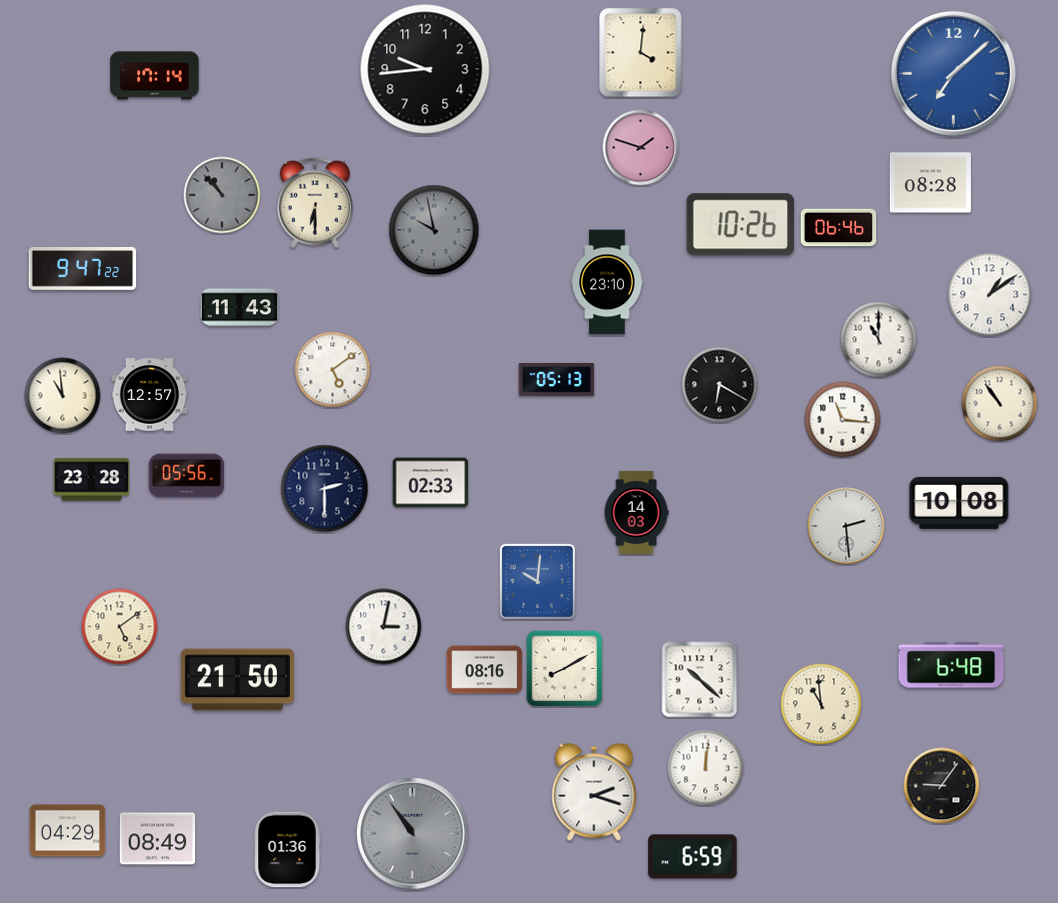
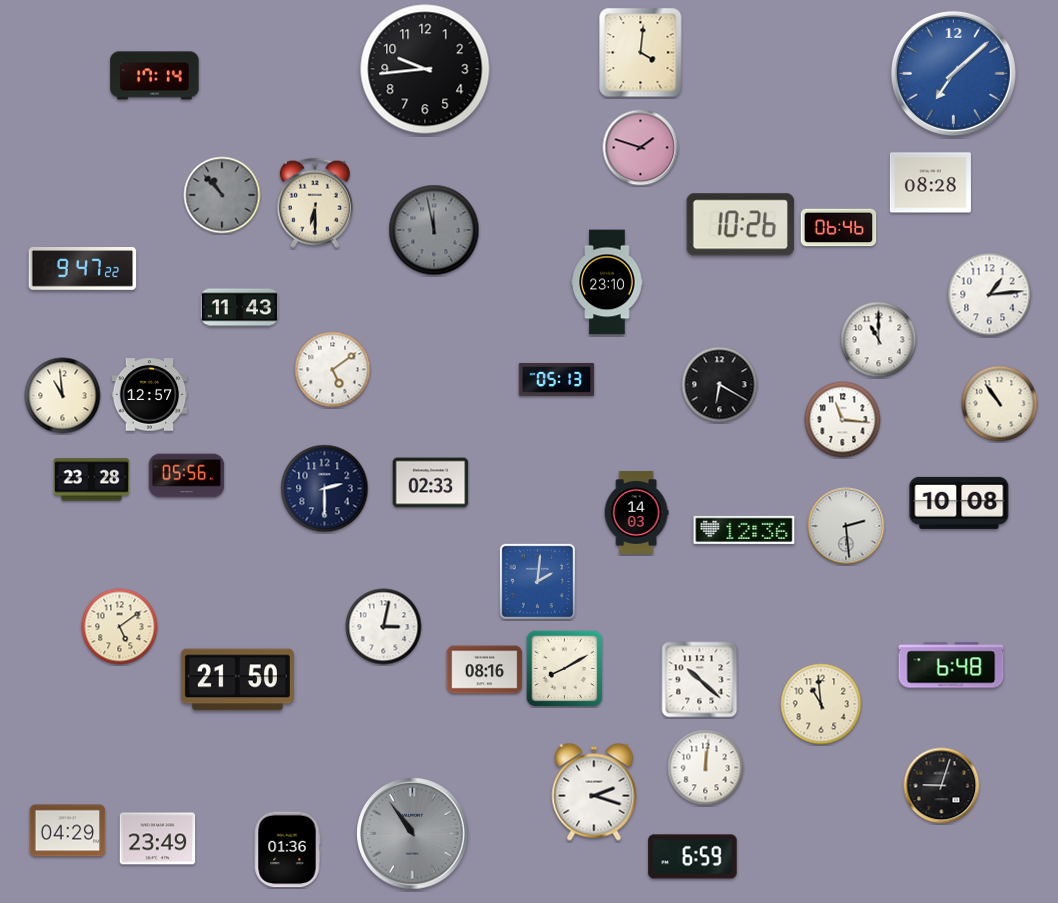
clock at (434, 230): 9:58 -> 11:58
clock at (990, 295): 1:09 -> 1:14
clock at (744, 530): none -> 12:36
clock at (537, 581): 10:01 -> 2:01
clock at (942, 786): 9:06 -> 9:03
clock at (158, 839): 08:49 -> 23:49
